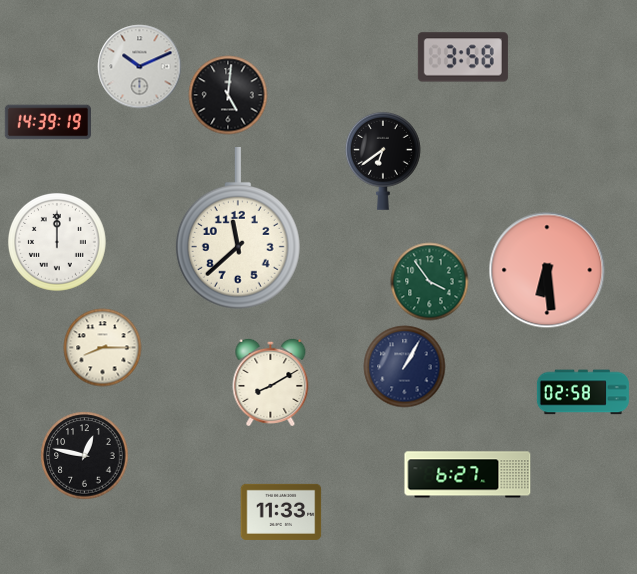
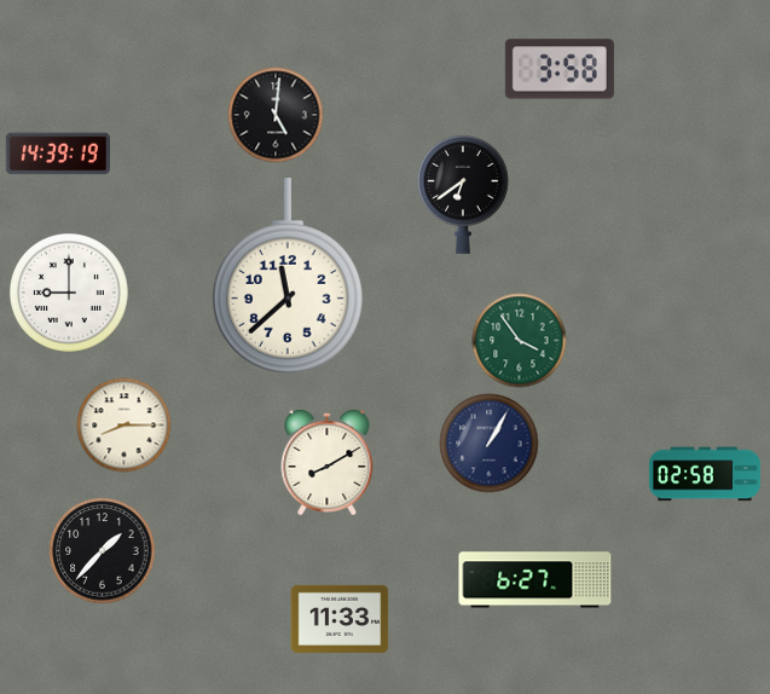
clock at (139, 66): 10:11 -> none
clock at (47, 122) position: (47, 122) -> (57, 154)
clock at (57, 242): 12:00 -> 9:00
clock at (547, 270): 6:29 -> none
clock at (102, 347) position: (102, 347) -> (123, 424)
clock at (84, 455): 12:47 -> 1:37
clock at (468, 475) position: (468, 475) -> (535, 580)
